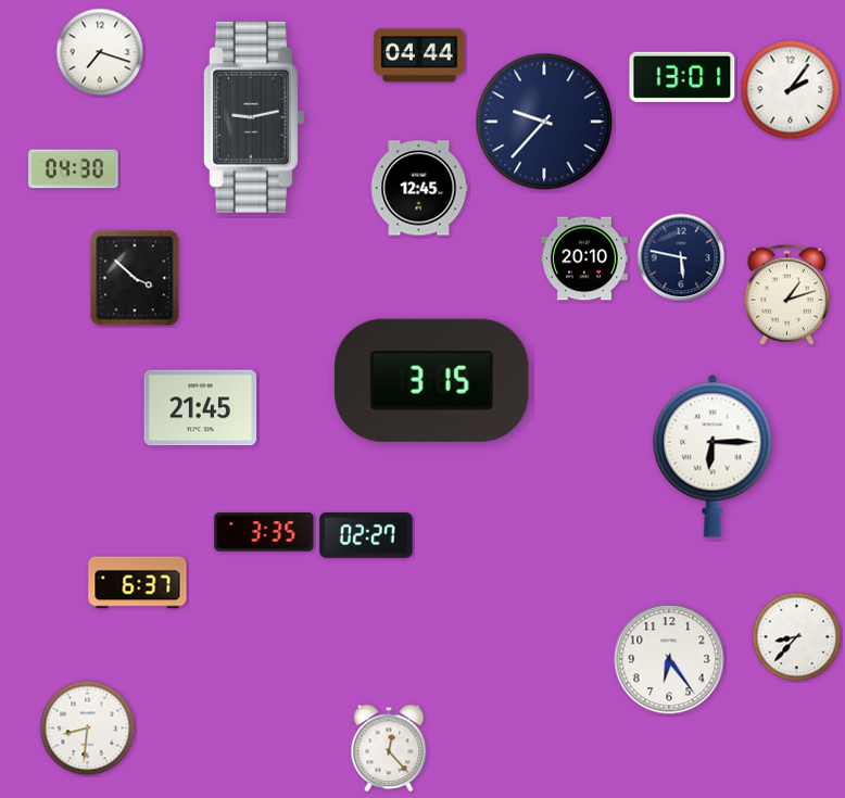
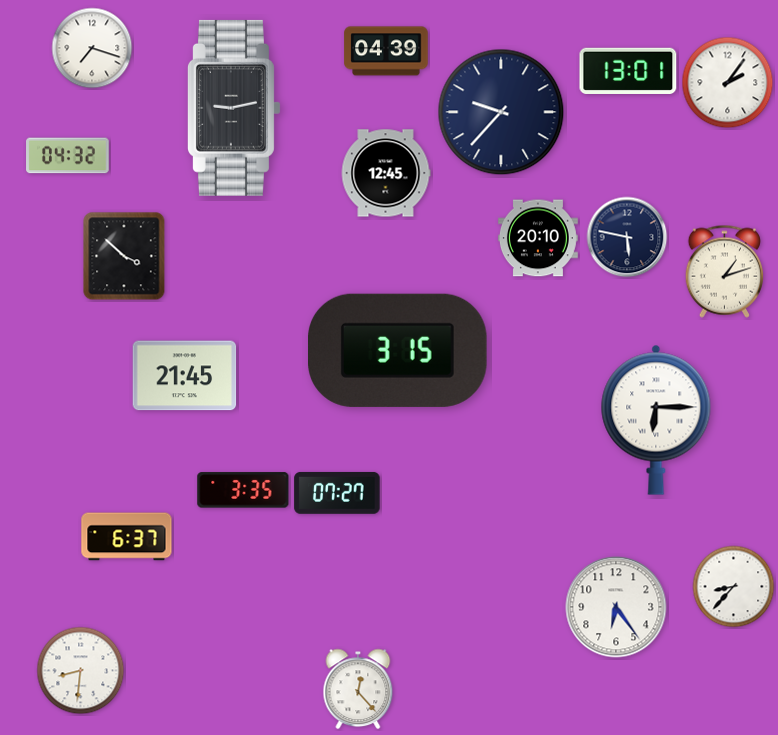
clock at (419, 55): 04:44 -> 04:39
clock at (74, 169): 04:30 -> 04:32
clock at (366, 535): 02:27 -> 07:27
